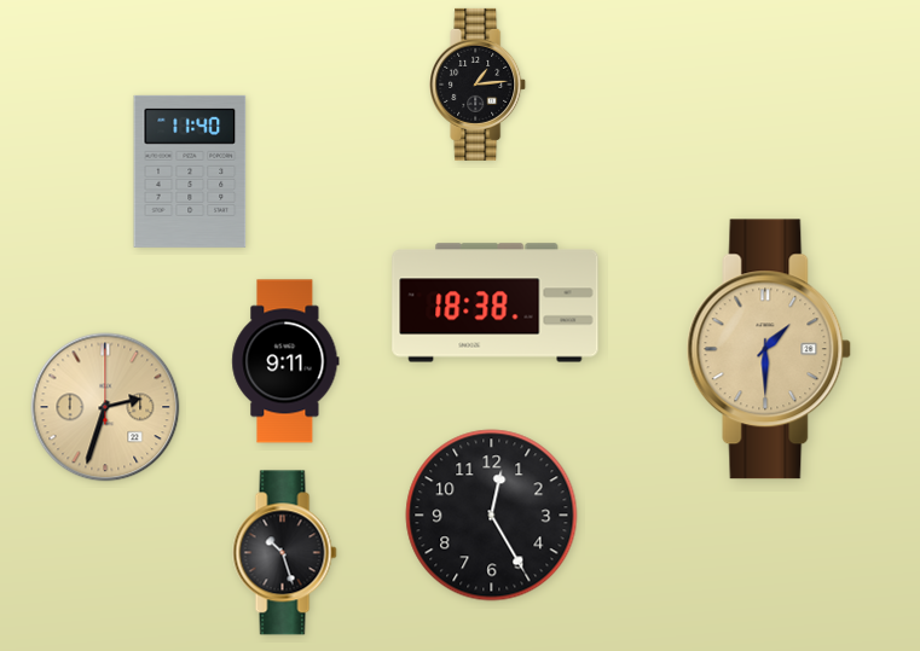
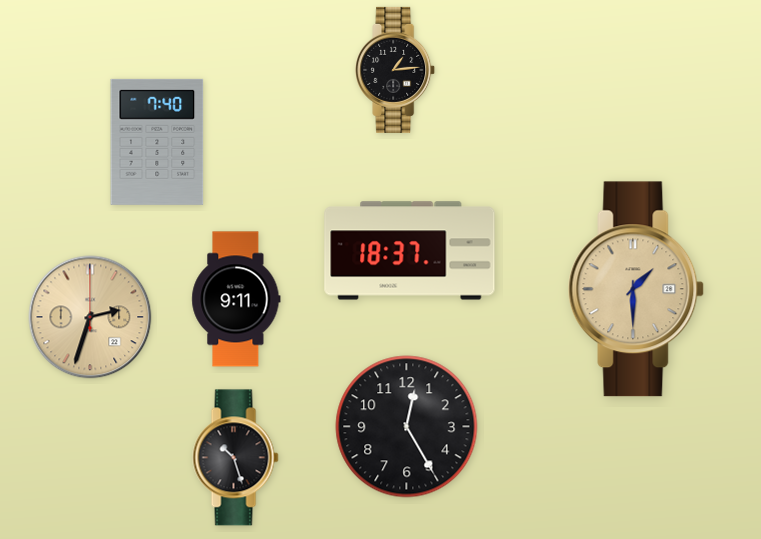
clock at (190, 172): 11:40 -> 7:40
clock at (496, 303): 18:38 -> 18:37
clock at (105, 407) position: (105, 407) -> (90, 317)
